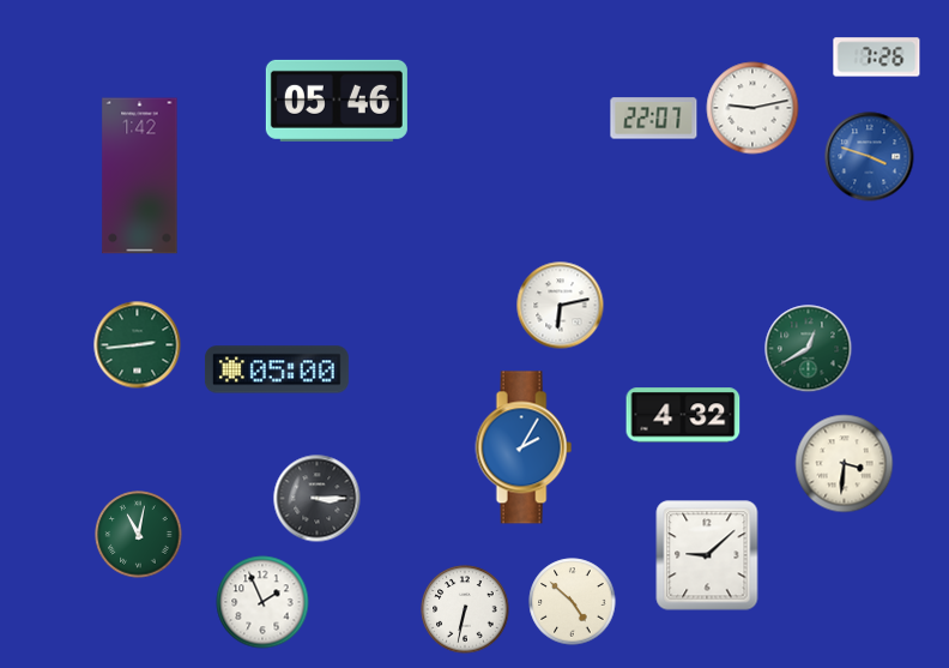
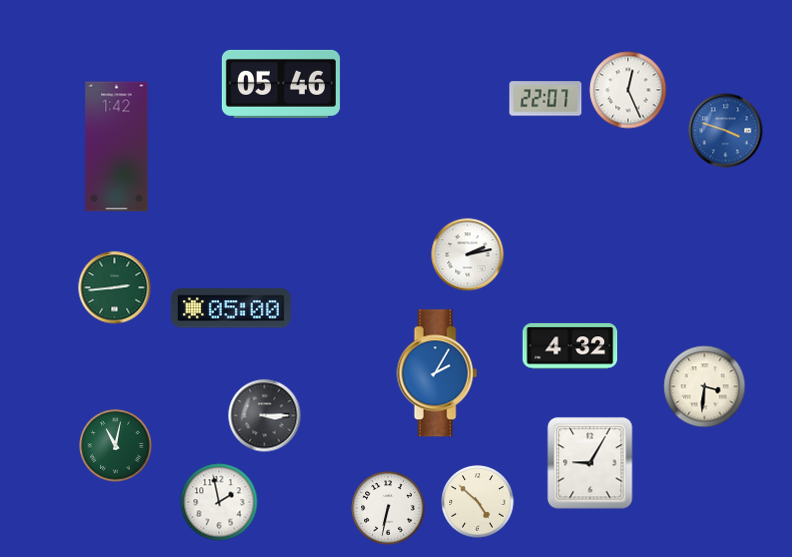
clock at (877, 58): 7:26 -> none
clock at (752, 108): 9:13 -> 12:26
clock at (561, 306): 6:13 -> 2:13
clock at (809, 349): 12:40 -> none
clock at (707, 555): 9:08 -> 9:05
clock at (262, 602): 1:56 -> 1:58
